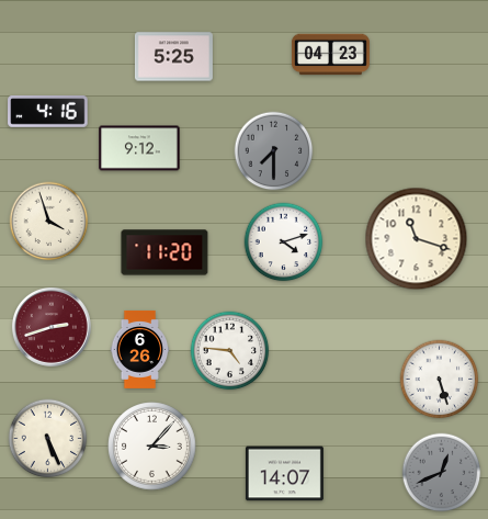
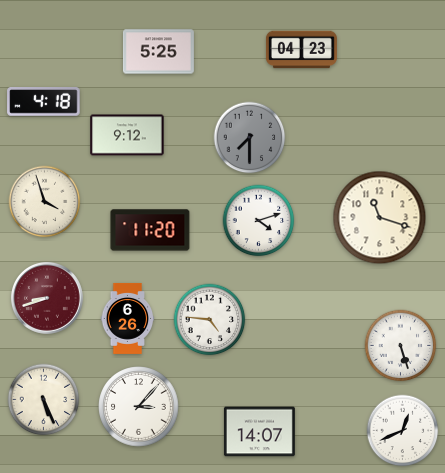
clock at (48, 112): 4:16 -> 4:18
clock at (52, 327): 2:42 -> 8:42
clock at (442, 473) dial: grey -> white
